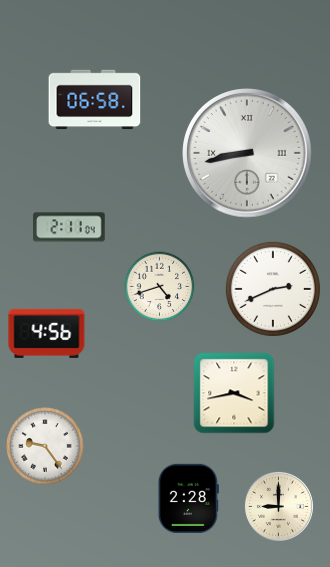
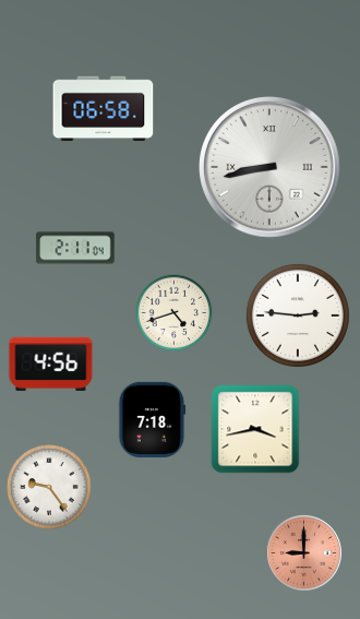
clock at (273, 289): 2:41 -> 2:46
clock at (153, 419): none -> 7:18
clock at (188, 498): 2:28 -> none
clock at (278, 506) dial: cream -> salmon
